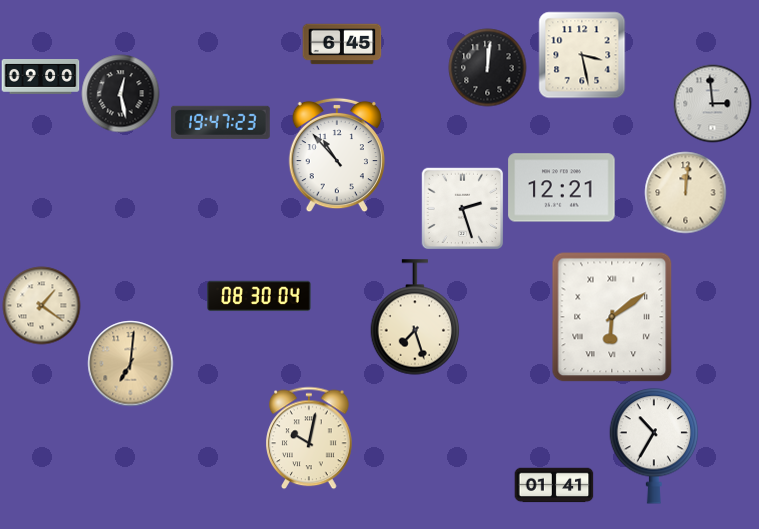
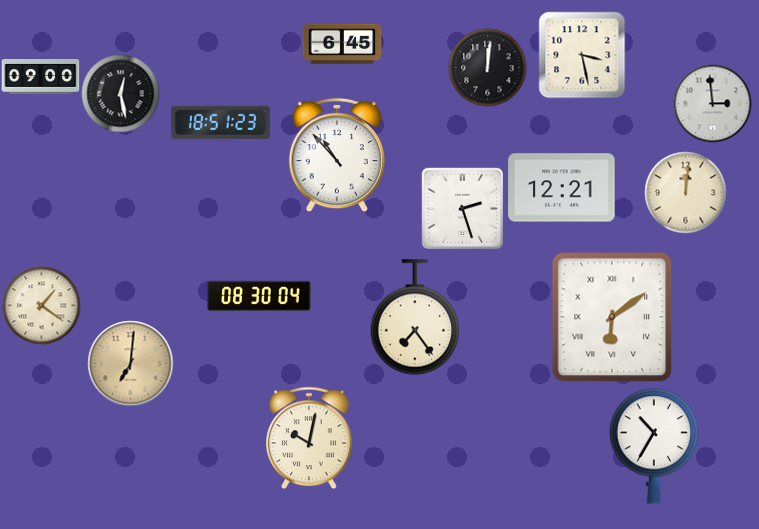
clock at (220, 122): 19:47 -> 18:51
clock at (415, 317): 7:27 -> 7:24
clock at (554, 485): 01:41 -> none
